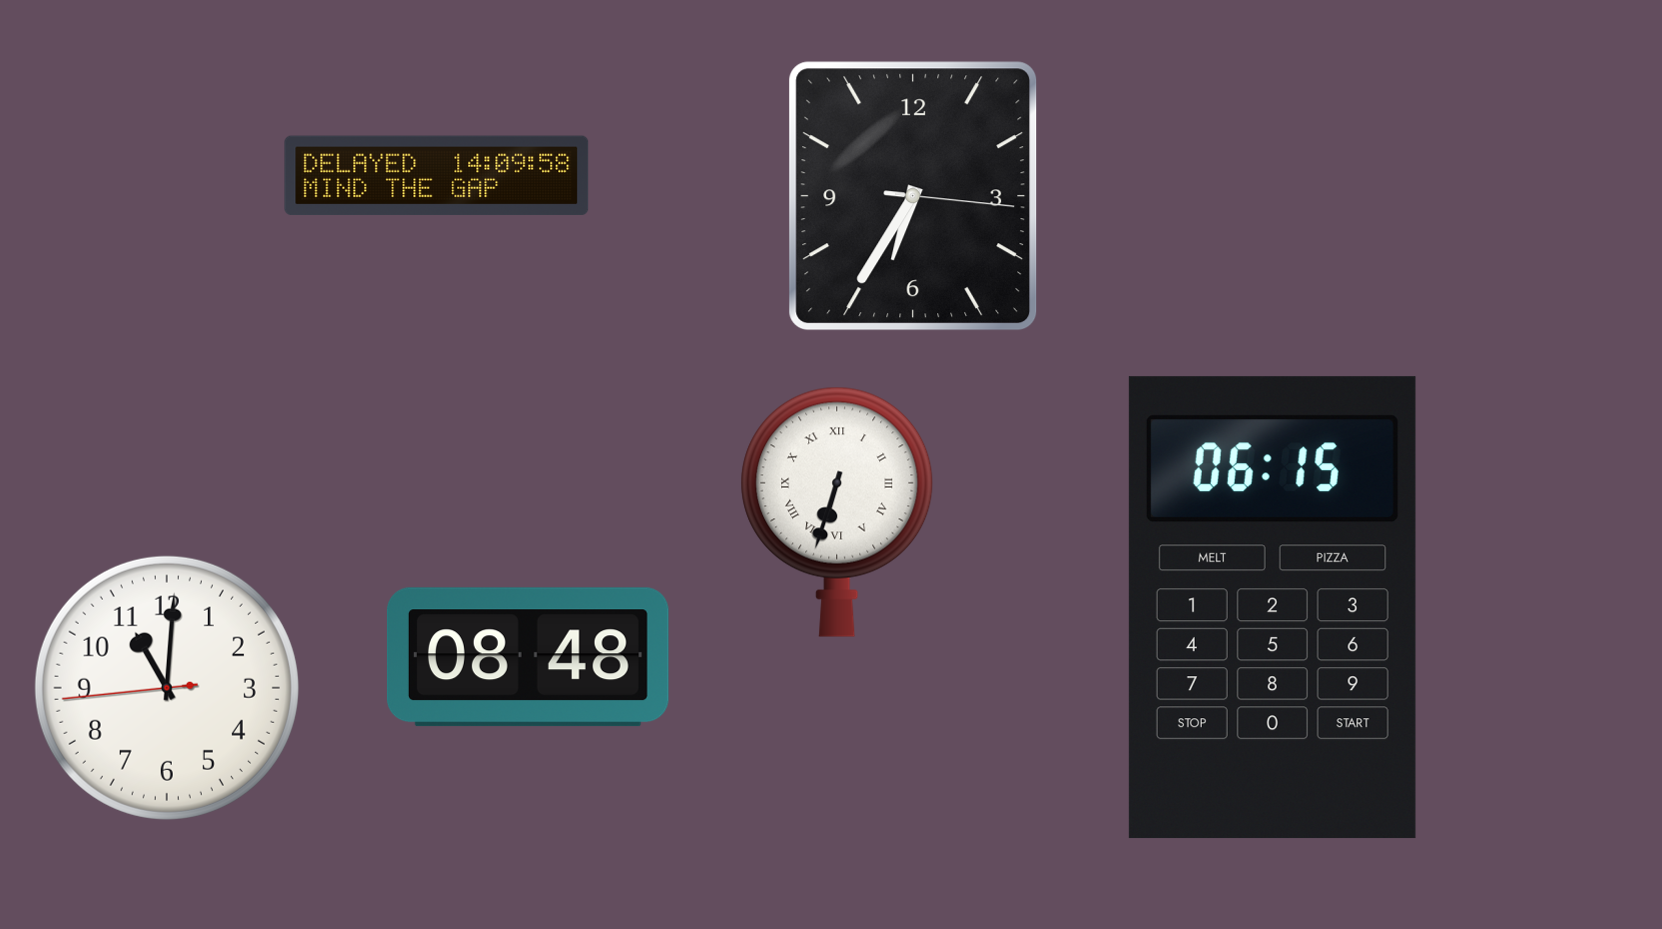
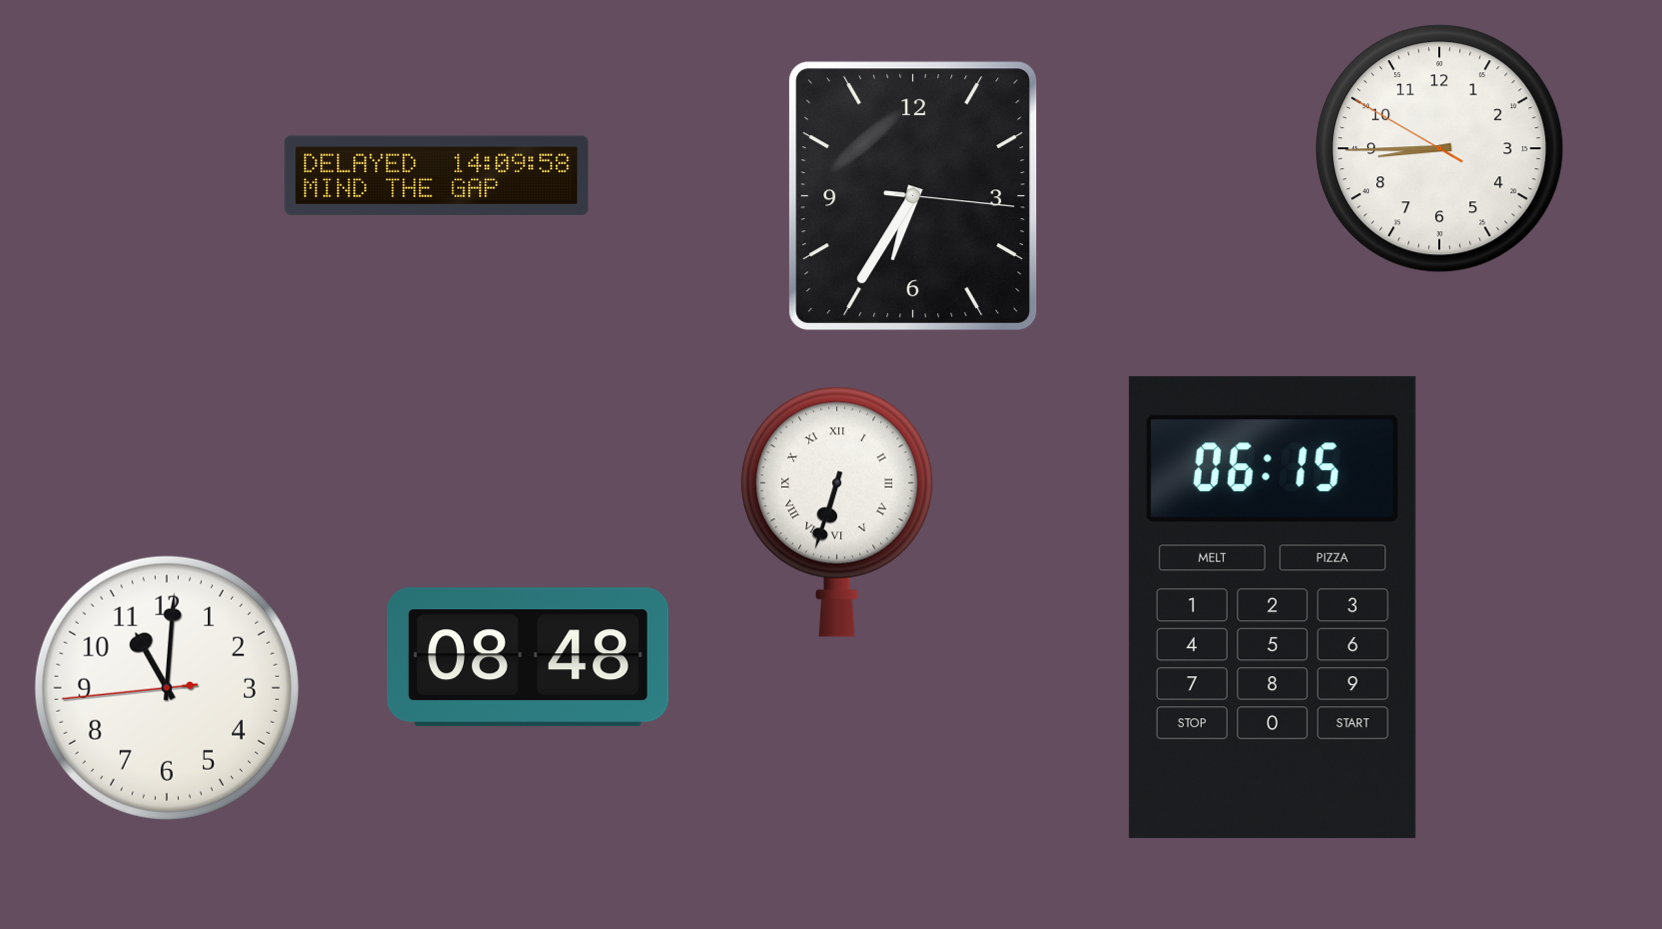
clock at (1440, 149): none -> 8:44
